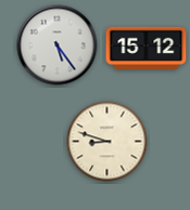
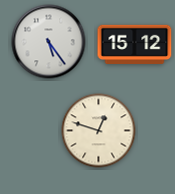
clock at (58, 45) position: (58, 45) -> (49, 42)
clock at (107, 142): 8:48 -> 12:48
